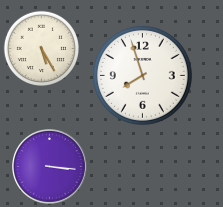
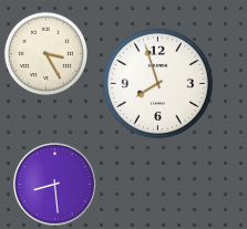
clock at (41, 48): 5:25 -> 3:25
clock at (50, 167): 3:16 -> 8:29
